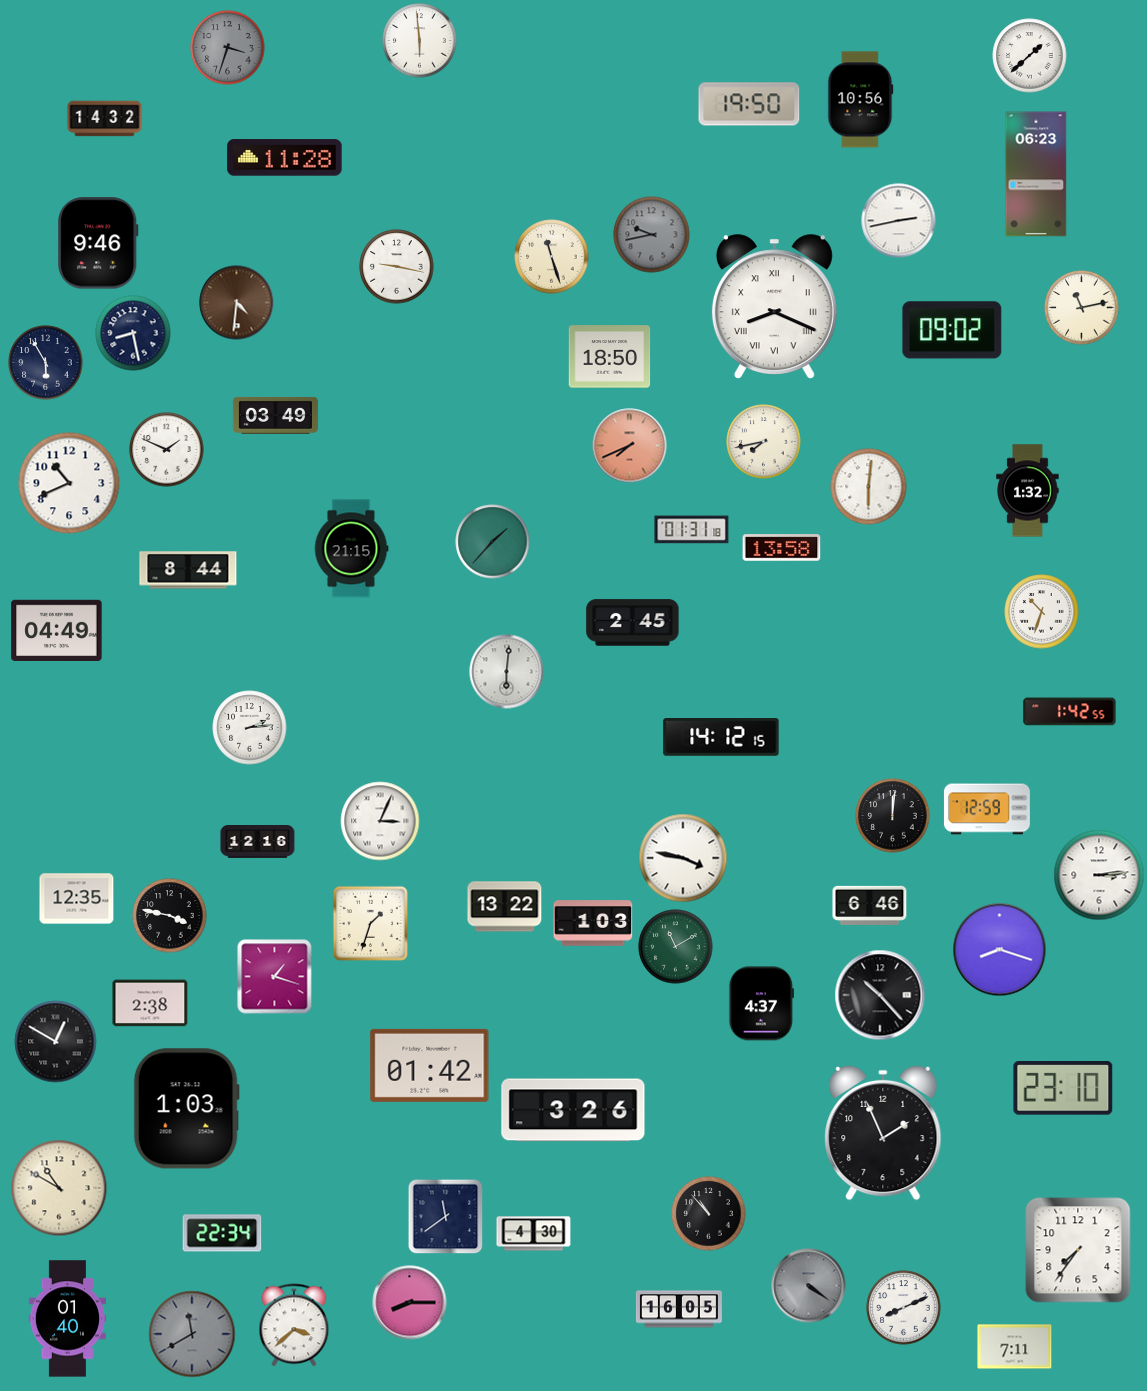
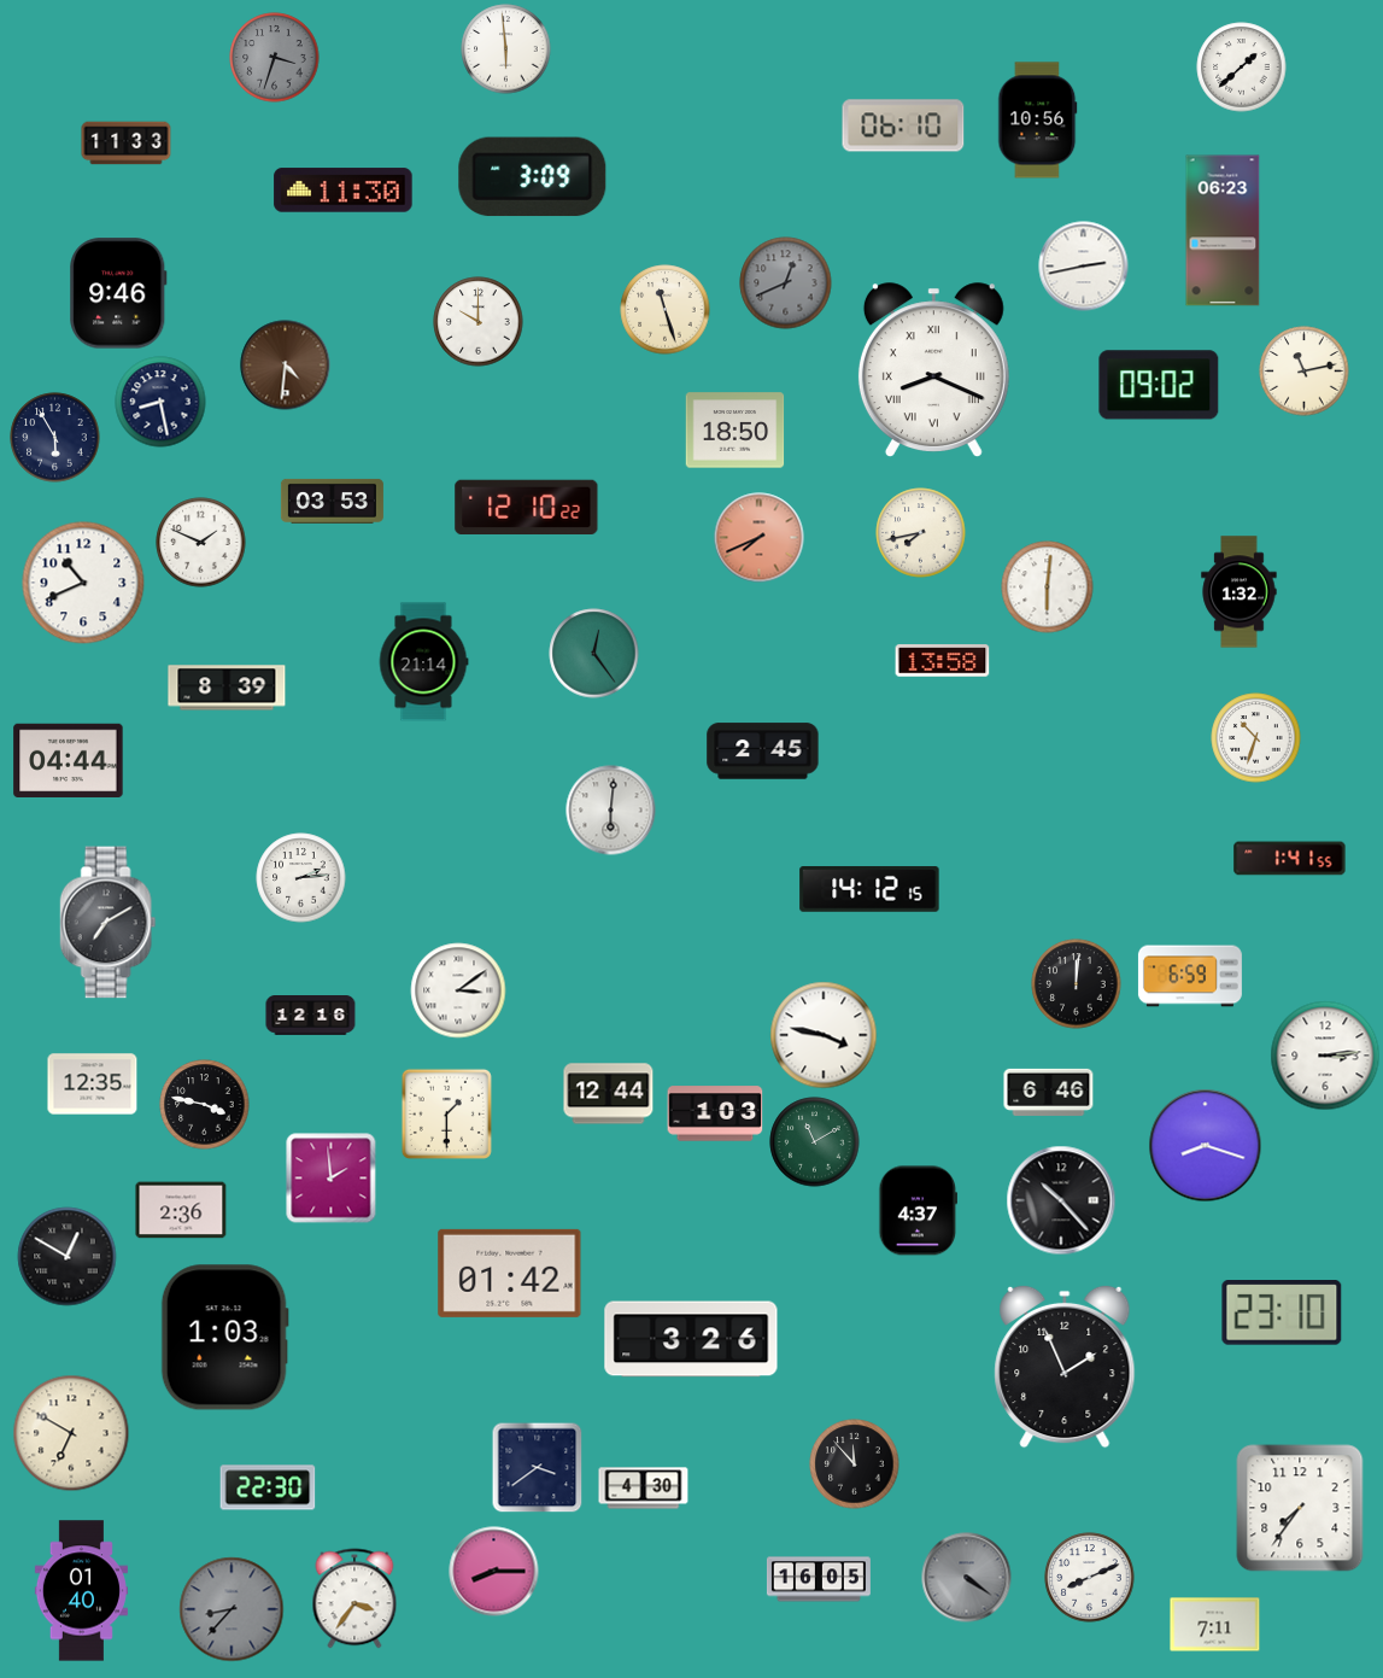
clock at (749, 104): 19:50 -> 06:10
clock at (105, 119): 14:32 -> 11:33
clock at (533, 177): none -> 3:09
clock at (285, 158): 11:28 -> 11:30
clock at (1036, 174) position: (1036, 174) -> (1223, 230)
clock at (652, 235): 9:43 -> 12:41
clock at (397, 267): 9:17 -> 10:00
clock at (952, 330) position: (952, 330) -> (1159, 385)
clock at (275, 415): 03:49 -> 03:53
clock at (527, 507): none -> 12:10
clock at (692, 530): 01:31 -> none
clock at (493, 542): 1:37 -> 12:24
clock at (351, 549): 21:15 -> 21:14
clock at (188, 570): 8:44 -> 8:39
clock at (57, 631): 04:49 -> 04:44
clock at (1070, 712): 1:42 -> 1:41
clock at (109, 923): none -> 7:10
clock at (987, 809): 12:59 -> 6:59
clock at (380, 821): 3:04 -> 3:09
clock at (505, 907): 13:22 -> 12:44
clock at (370, 923): 1:33 -> 1:30
clock at (275, 977): 1:18 -> 1:59
clock at (150, 1003): 2:38 -> 2:36
clock at (430, 1065) position: (430, 1065) -> (510, 1273)
clock at (59, 1188): 10:50 -> 6:50
clock at (709, 1214): 10:53 -> 11:53
clock at (446, 1217): 11:39 -> 3:39
clock at (222, 1233): 22:34 -> 22:30
clock at (809, 1286) position: (809, 1286) -> (967, 1578)
clock at (294, 1325): 3:38 -> 3:36
clock at (192, 1334): 11:40 -> 8:37
clock at (1015, 1347) position: (1015, 1347) -> (1215, 1625)
